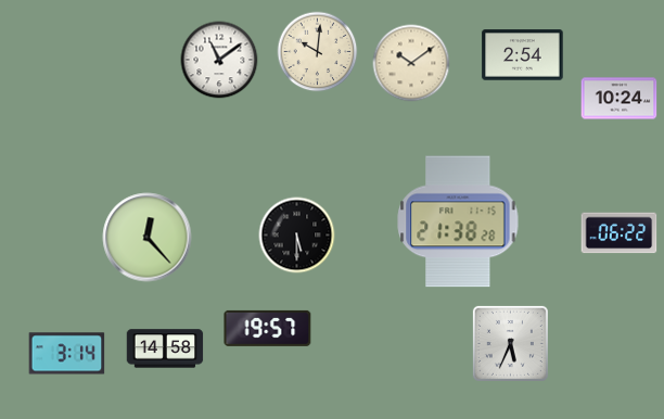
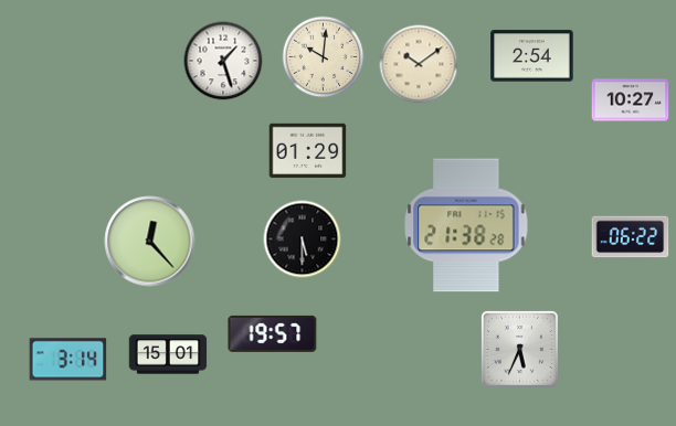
clock at (318, 52) position: (318, 52) -> (324, 57)
clock at (219, 60): 11:09 -> 1:27
clock at (620, 99): 10:24 -> 10:27
clock at (308, 151): none -> 01:29
clock at (165, 348): 14:58 -> 15:01
